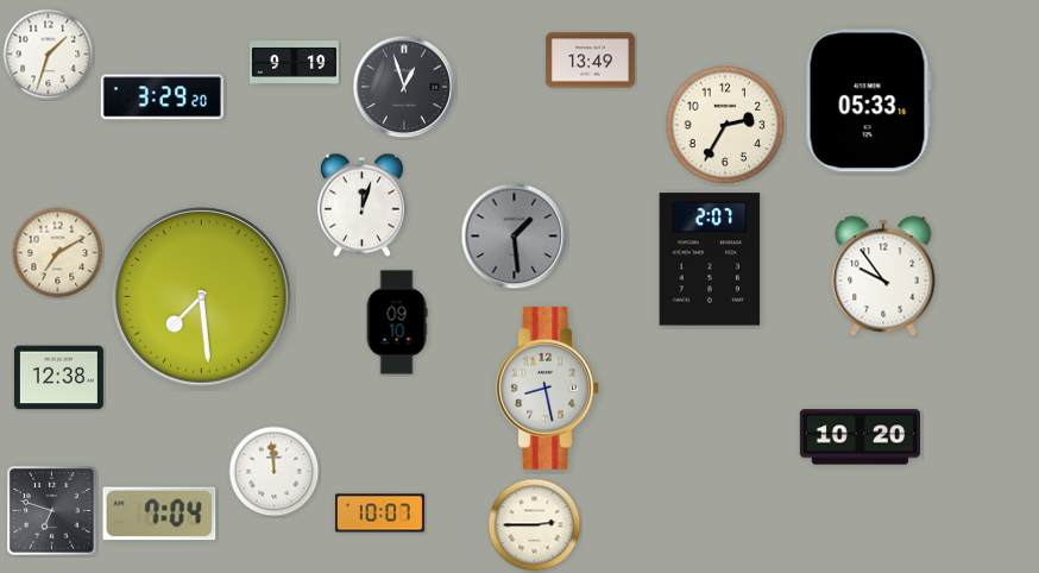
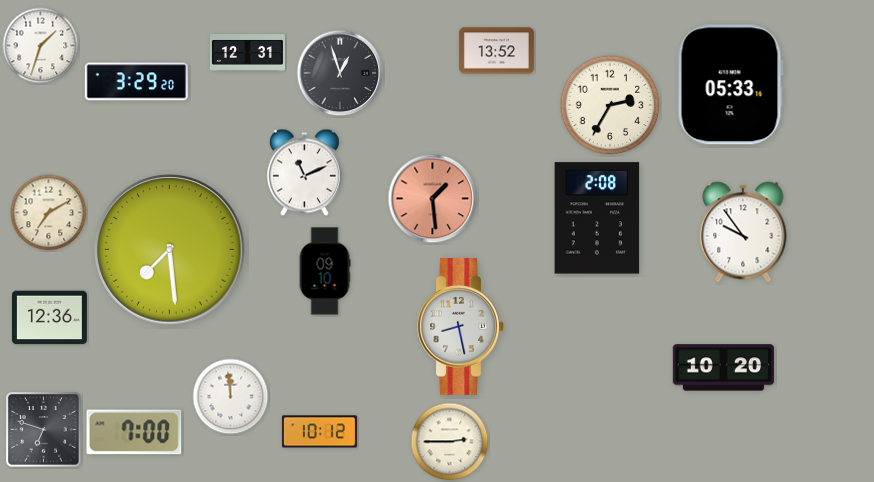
clock at (590, 61): 13:49 -> 13:52
clock at (294, 63): 9:19 -> 12:31
clock at (361, 206): 12:03 -> 11:11
clock at (515, 237) dial: grey -> salmon
clock at (710, 259): 2:07 -> 2:08
clock at (397, 322) position: (397, 322) -> (325, 271)
clock at (58, 378): 12:38 -> 12:36
clock at (159, 514): 7:04 -> 7:00
clock at (379, 514): 10:07 -> 10:12
